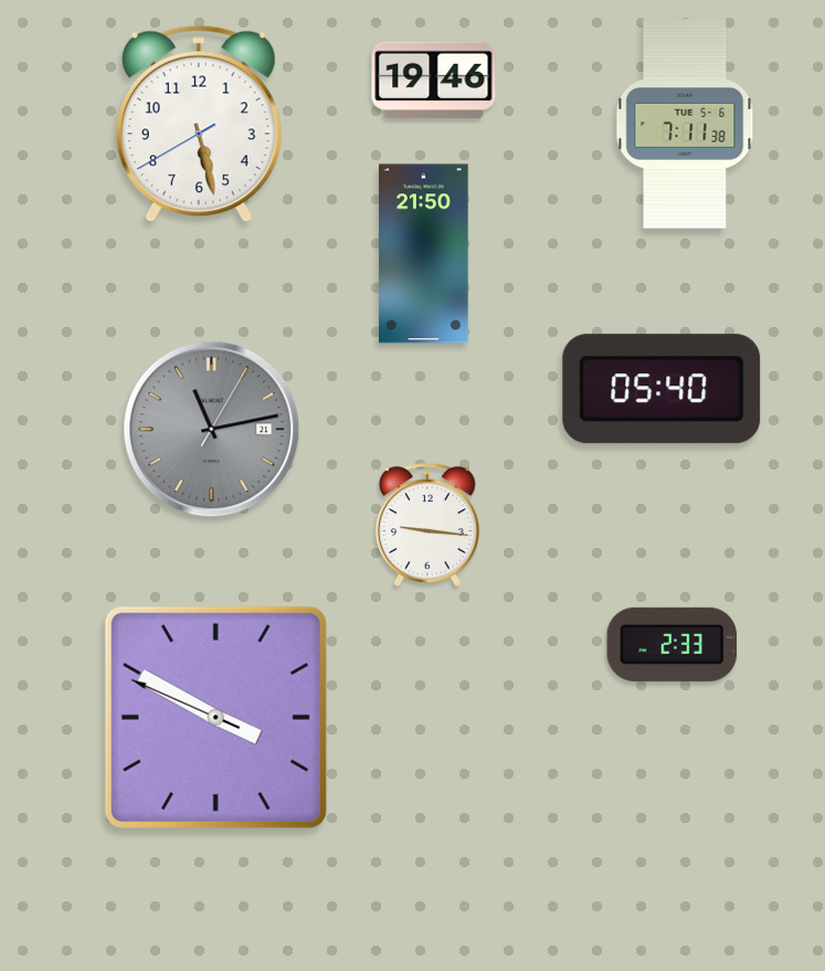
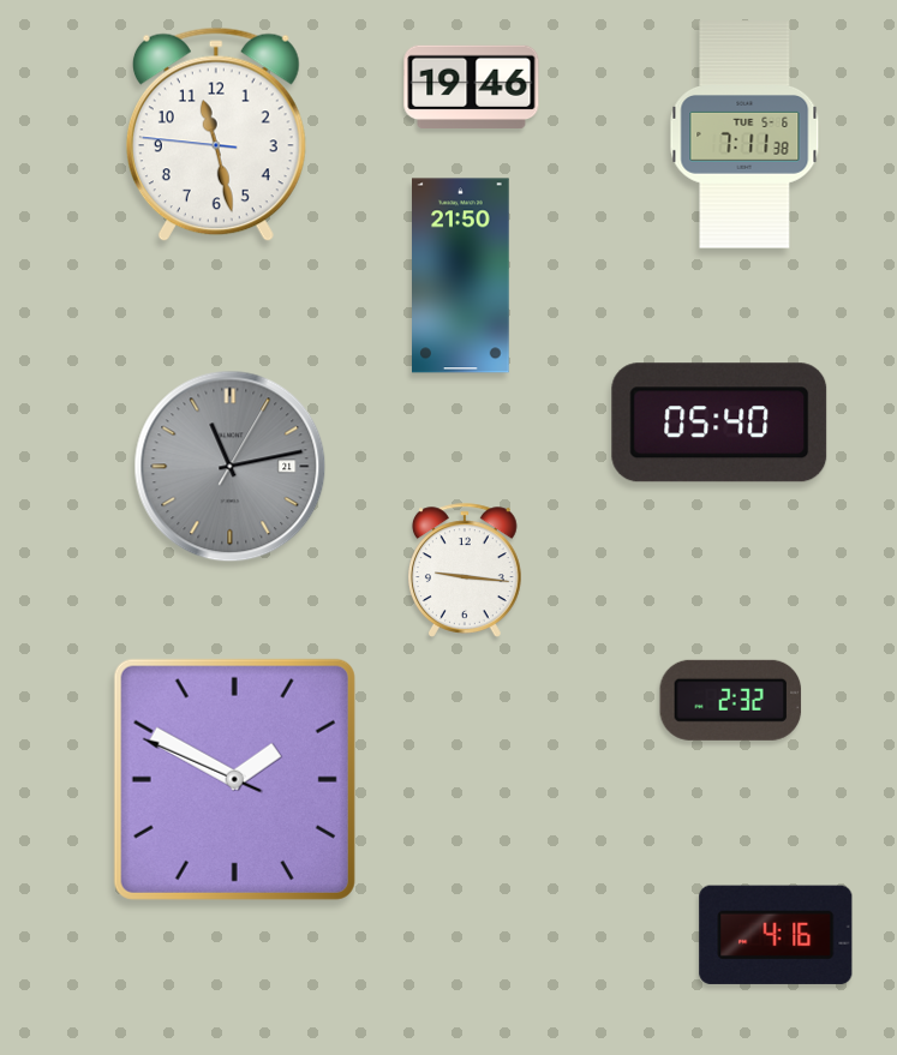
clock at (199, 124): 5:27 -> 11:27
clock at (673, 644): 2:33 -> 2:32
clock at (215, 717): 3:49 -> 1:49
clock at (776, 935): none -> 4:16
